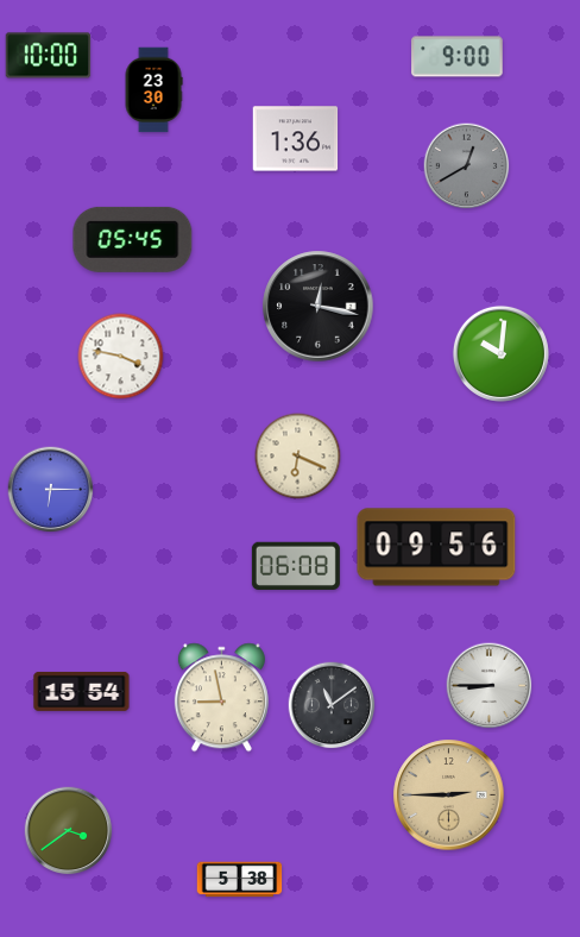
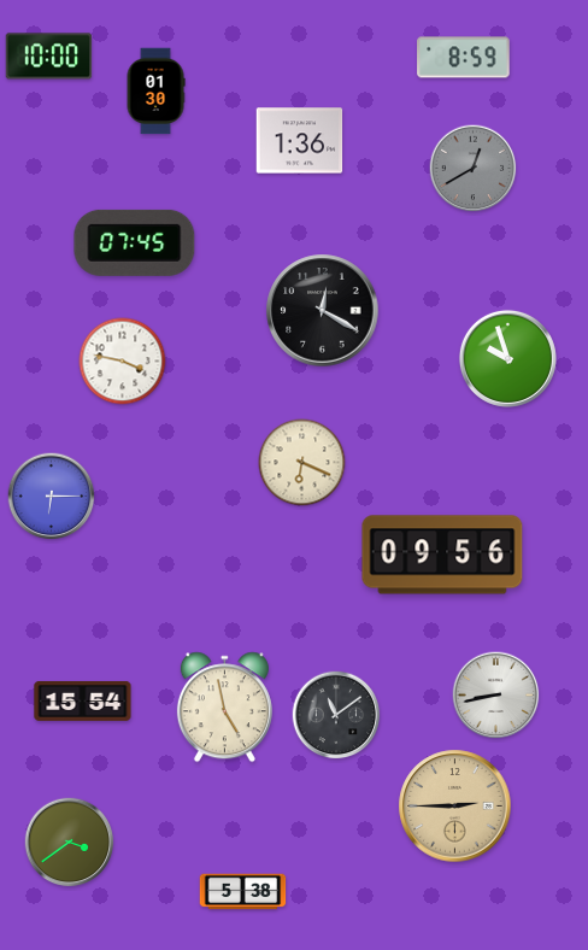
clock at (458, 57): 9:00 -> 8:59
clock at (153, 90): 23:30 -> 01:30
clock at (133, 239): 05:45 -> 07:45
clock at (319, 307): 12:17 -> 12:20
clock at (500, 353): 10:01 -> 9:57
clock at (296, 565): 06:08 -> none
clock at (490, 686): 8:45 -> 8:43
clock at (221, 698): 8:58 -> 4:58
